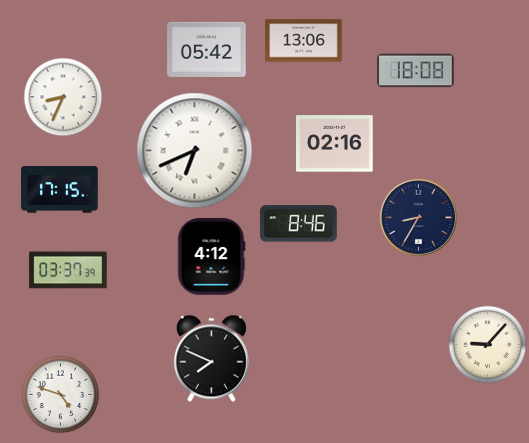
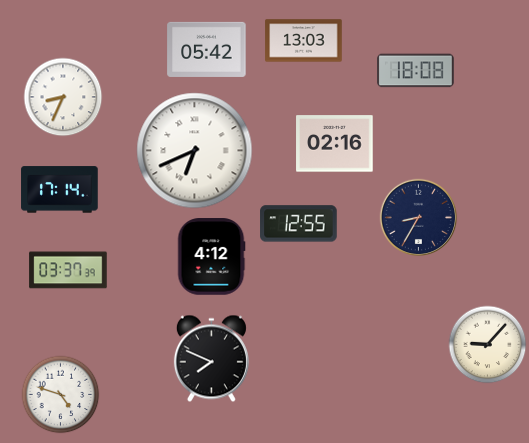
clock at (304, 41): 13:06 -> 13:03
clock at (60, 190): 17:15 -> 17:14
clock at (299, 224): 8:46 -> 12:55
